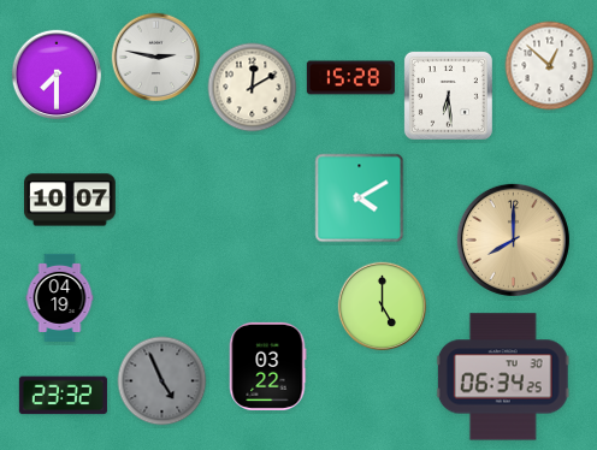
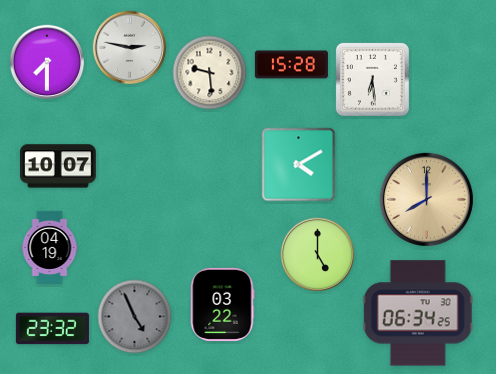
clock at (550, 66): 12:52 -> none
clock at (253, 88): 12:10 -> 9:29
